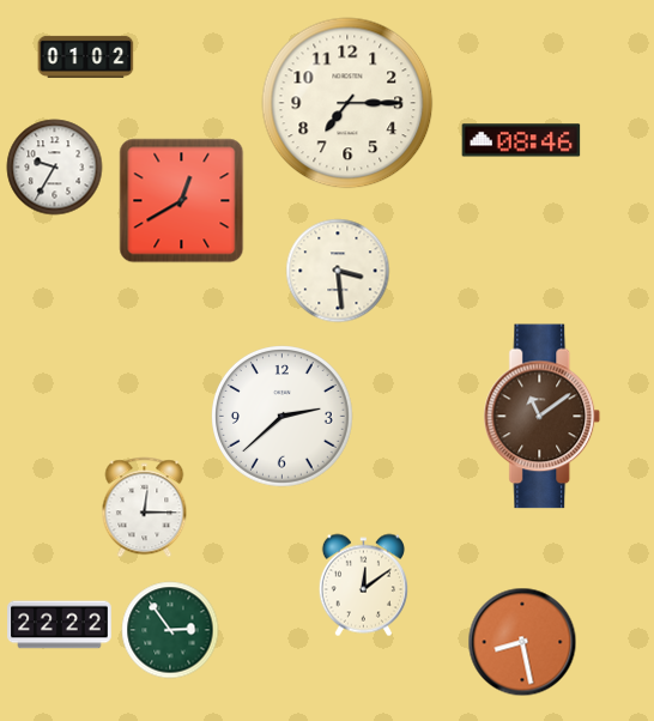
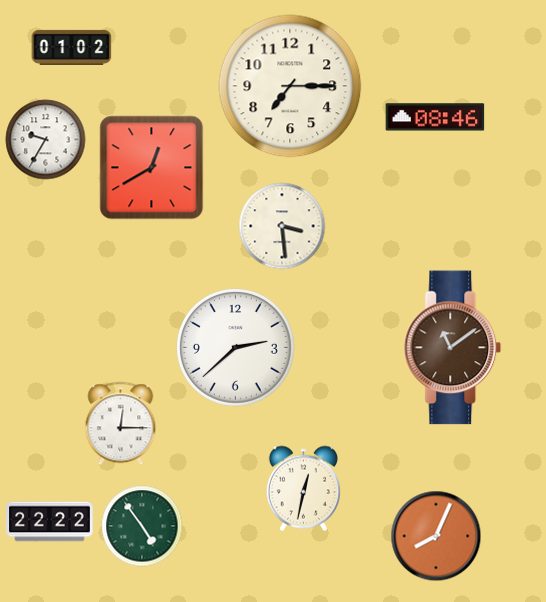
clock at (363, 586): 12:09 -> 12:32
clock at (170, 630): 2:54 -> 4:54
clock at (522, 642): 8:28 -> 8:04
